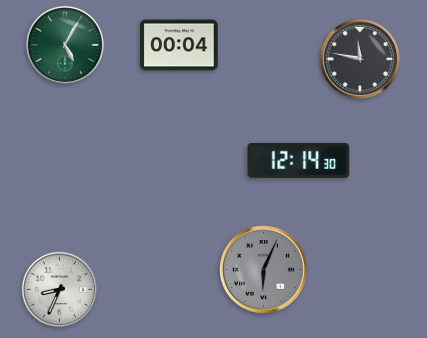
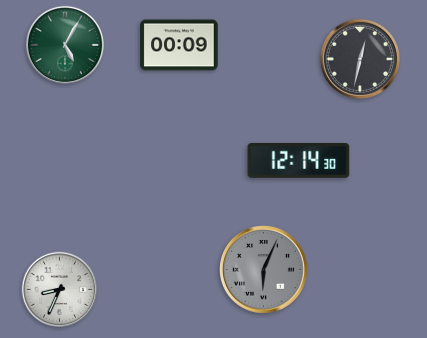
clock at (179, 45): 00:04 -> 00:09
clock at (360, 59): 11:47 -> 12:32
